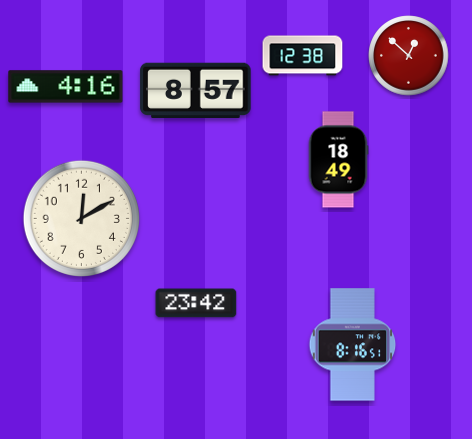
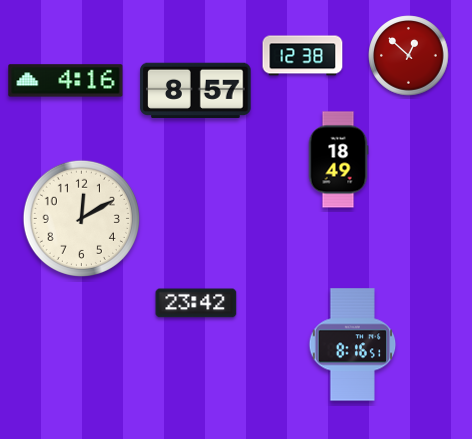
clock at (66, 87) position: (66, 87) -> (66, 81)
